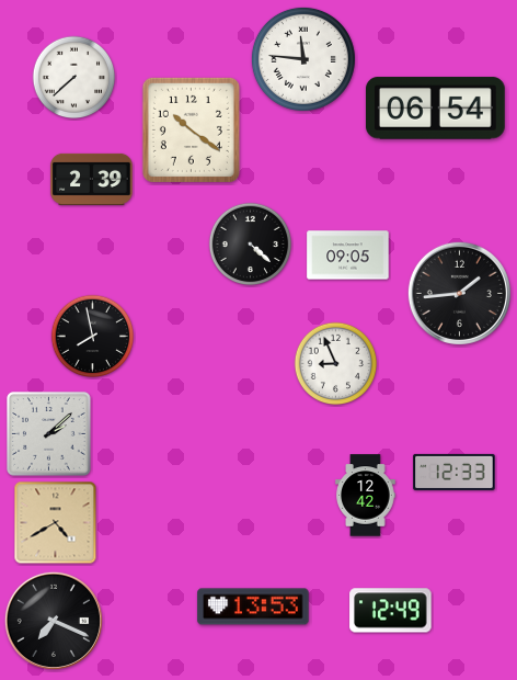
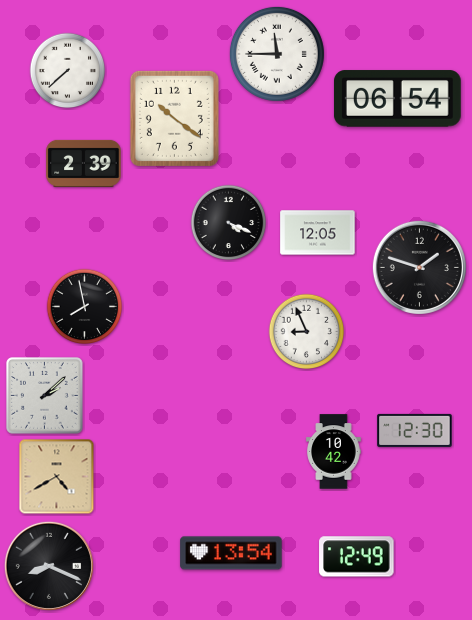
clock at (303, 59): 11:46 -> 11:45
clock at (251, 245): 4:22 -> 4:19
clock at (348, 256): 09:05 -> 12:05
clock at (459, 293): 1:44 -> 1:48
clock at (455, 472): 12:33 -> 12:30
clock at (366, 496): 12:42 -> 10:42
clock at (56, 523) position: (56, 523) -> (57, 477)
clock at (253, 607): 13:53 -> 13:54
clock at (54, 621): 7:19 -> 8:19
